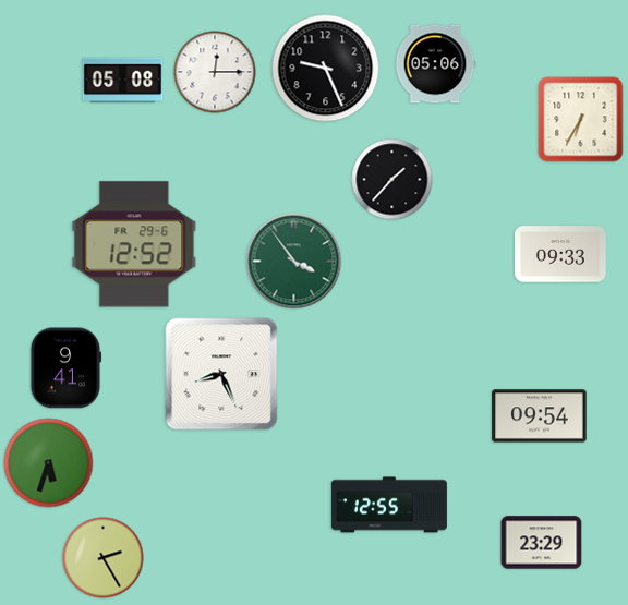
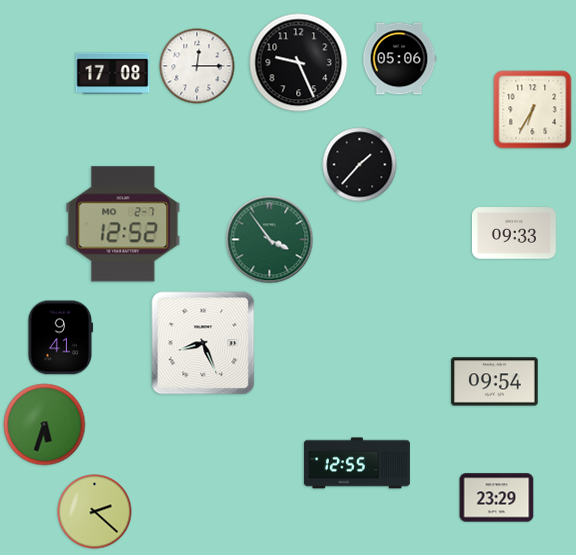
clock at (123, 81): 05:08 -> 17:08
clock at (134, 244) date: FR 29-6 -> MO 2-7
clock at (104, 558): 2:25 -> 2:22
